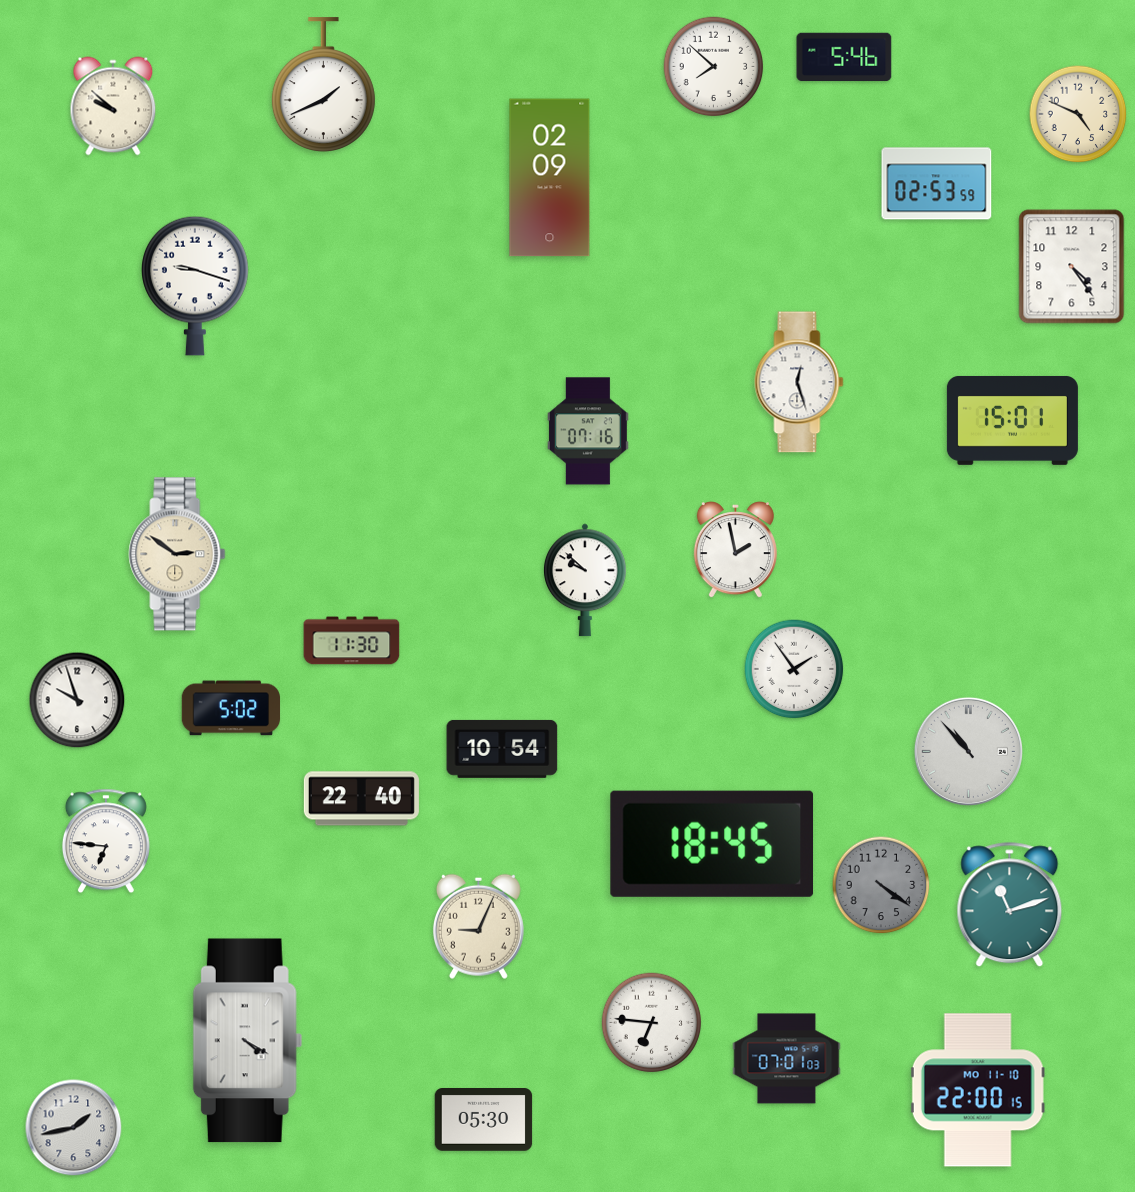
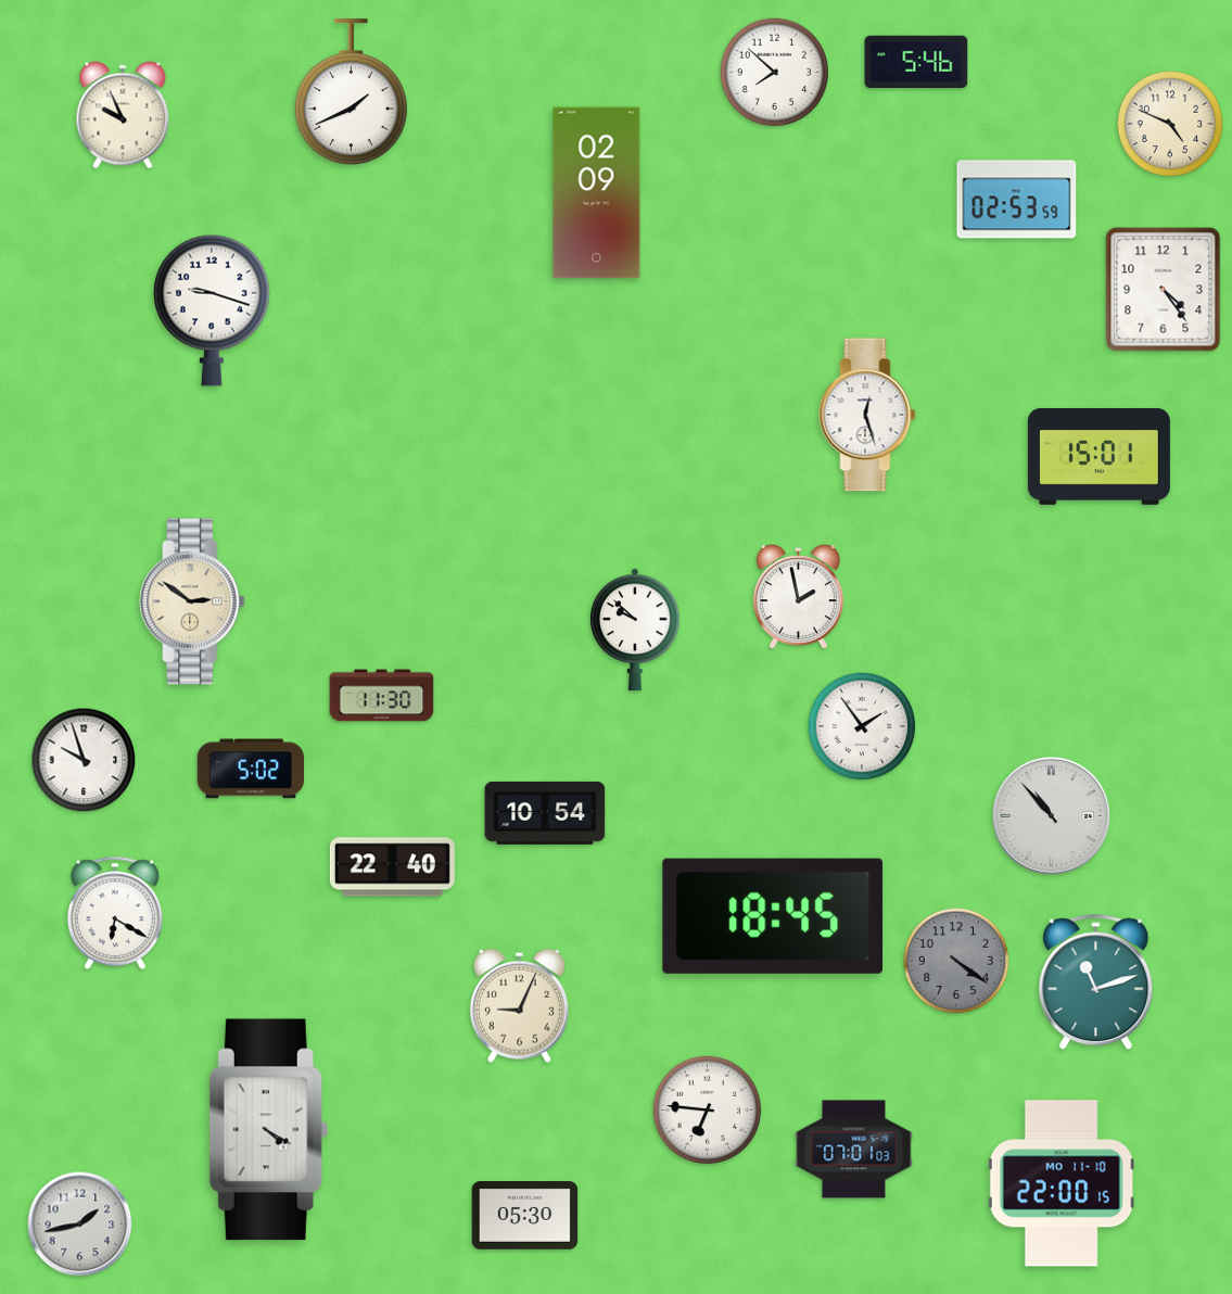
clock at (113, 106): 9:52 -> 9:56
clock at (588, 431): 07:16 -> none
clock at (106, 841): 6:46 -> 6:20
